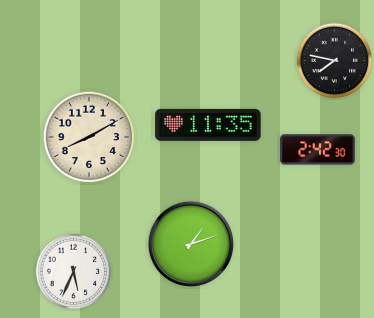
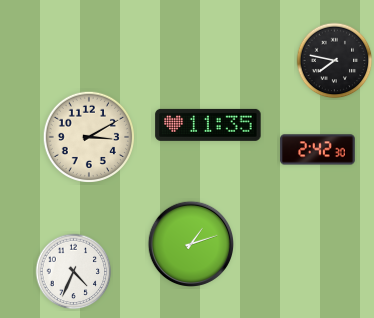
clock at (89, 137): 8:10 -> 3:10
clock at (74, 272): 5:34 -> 4:34
